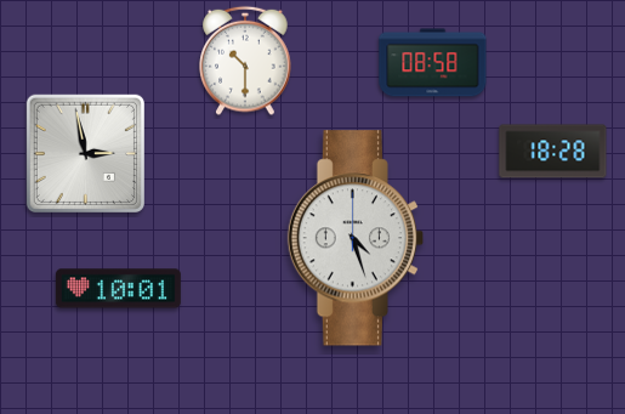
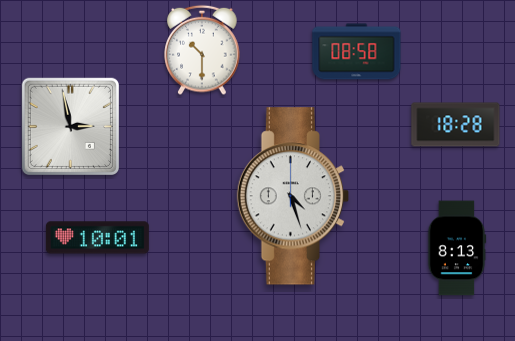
clock at (457, 248): none -> 8:13
